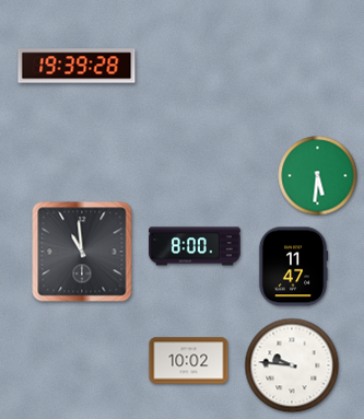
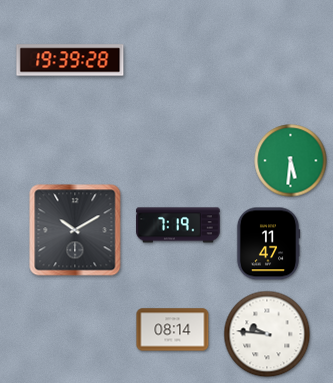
clock at (195, 246): 8:00 -> 7:19
clock at (82, 252): 10:59 -> 10:10
clock at (189, 361): 10:02 -> 08:14
